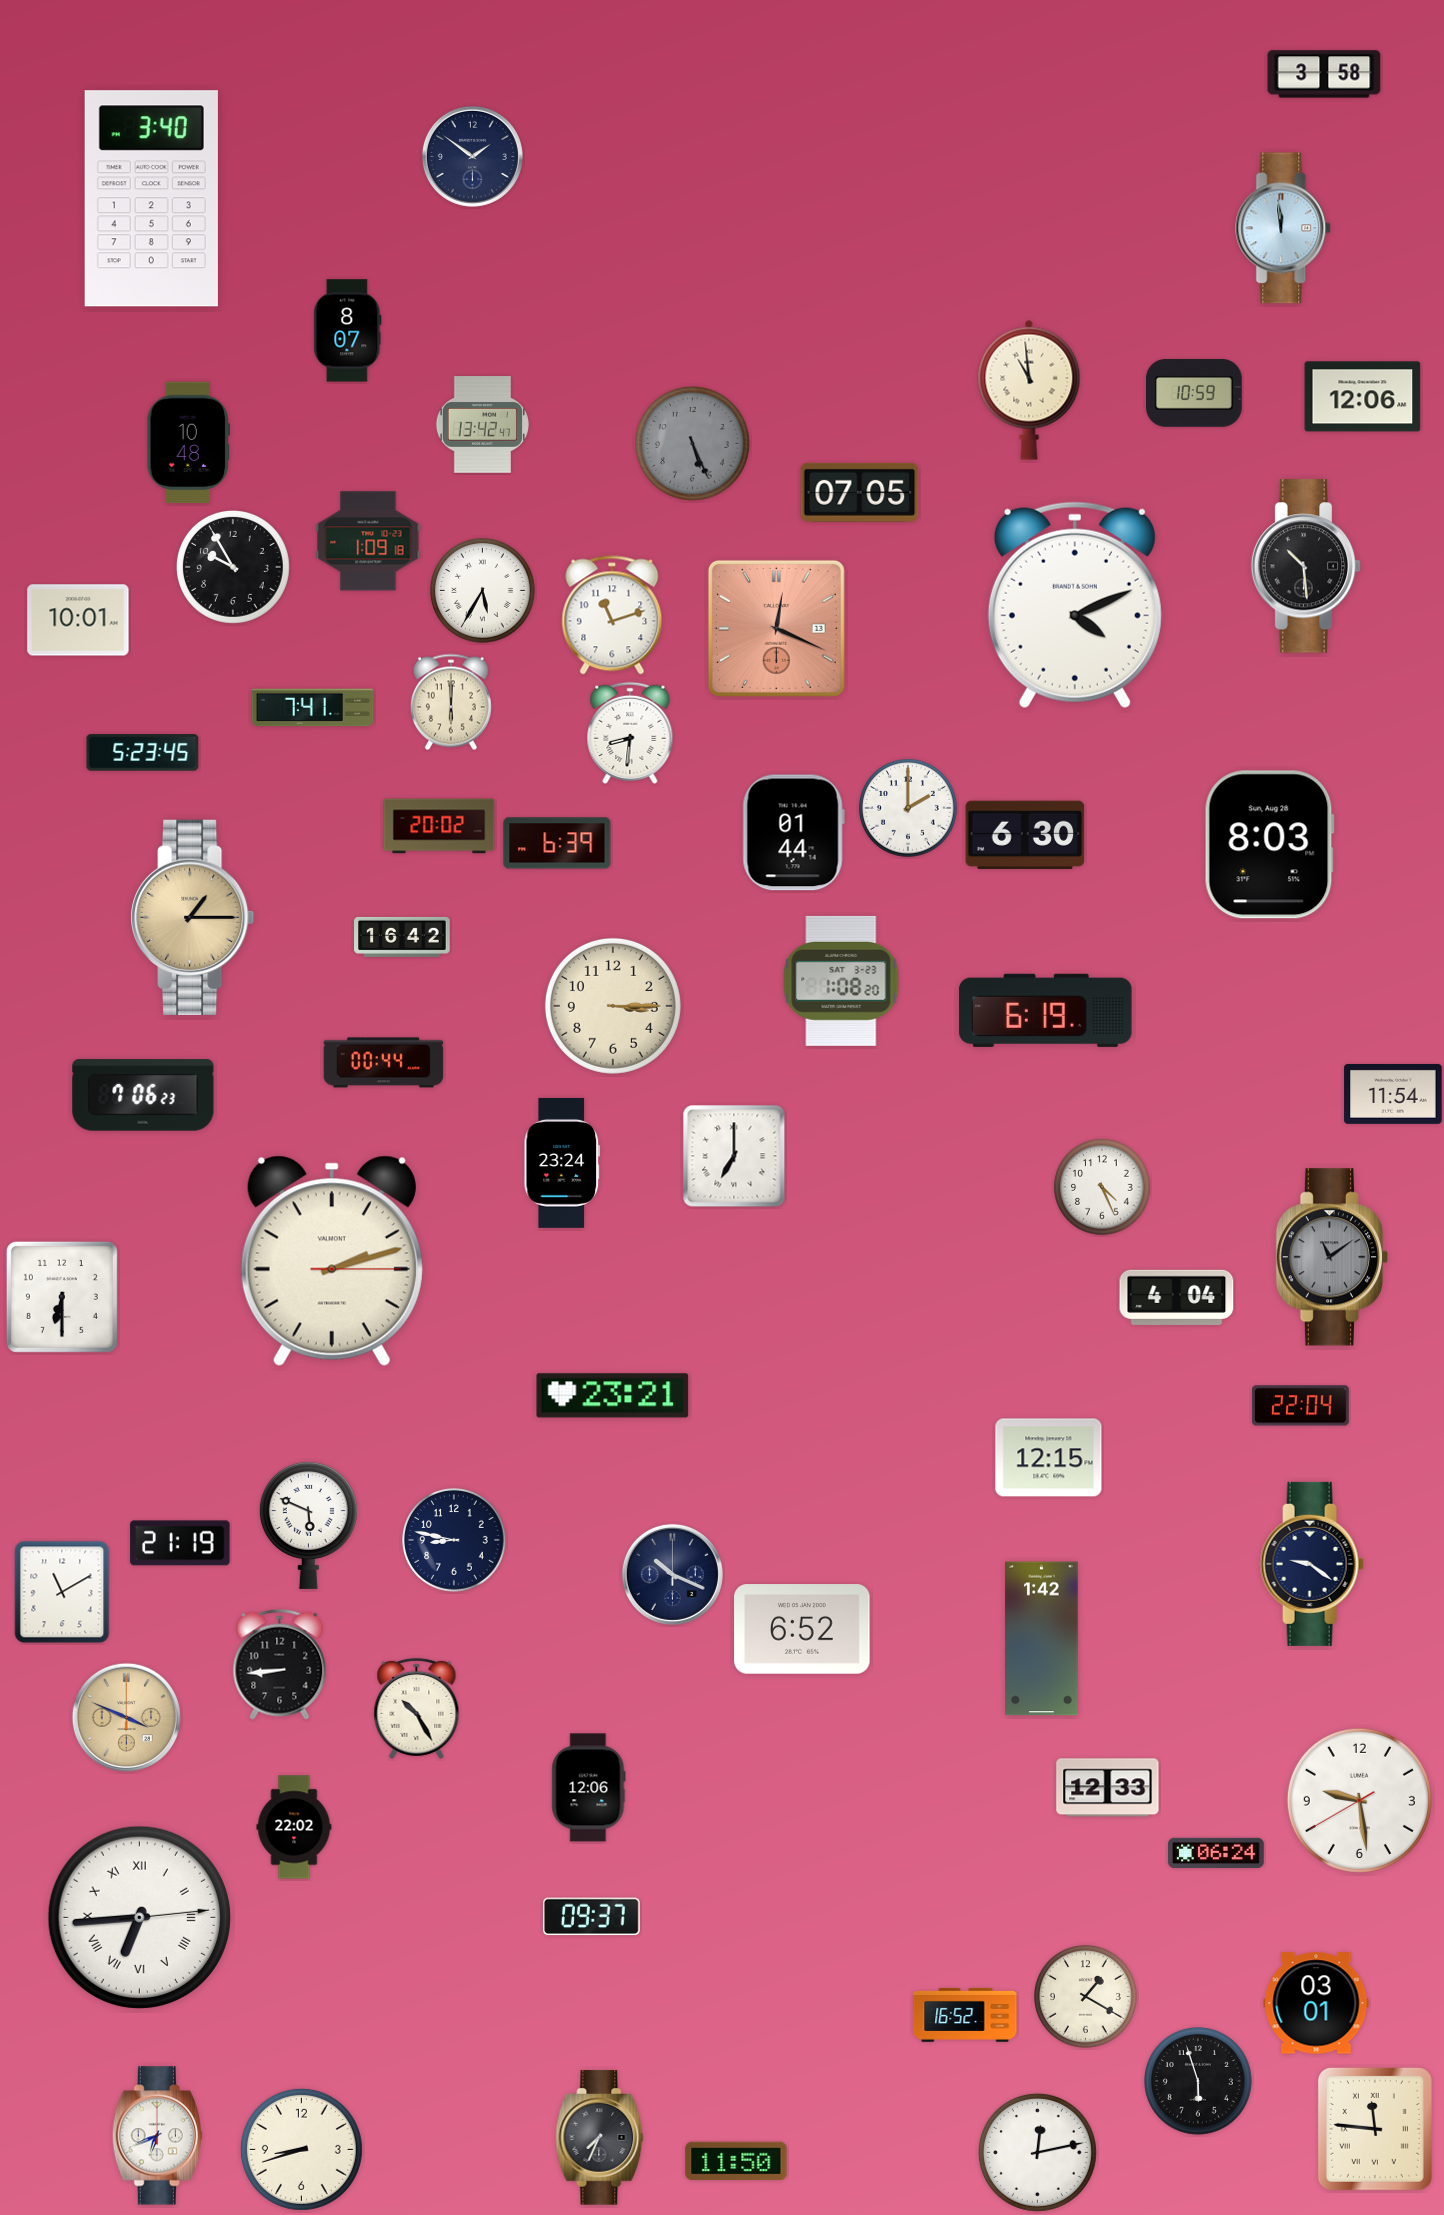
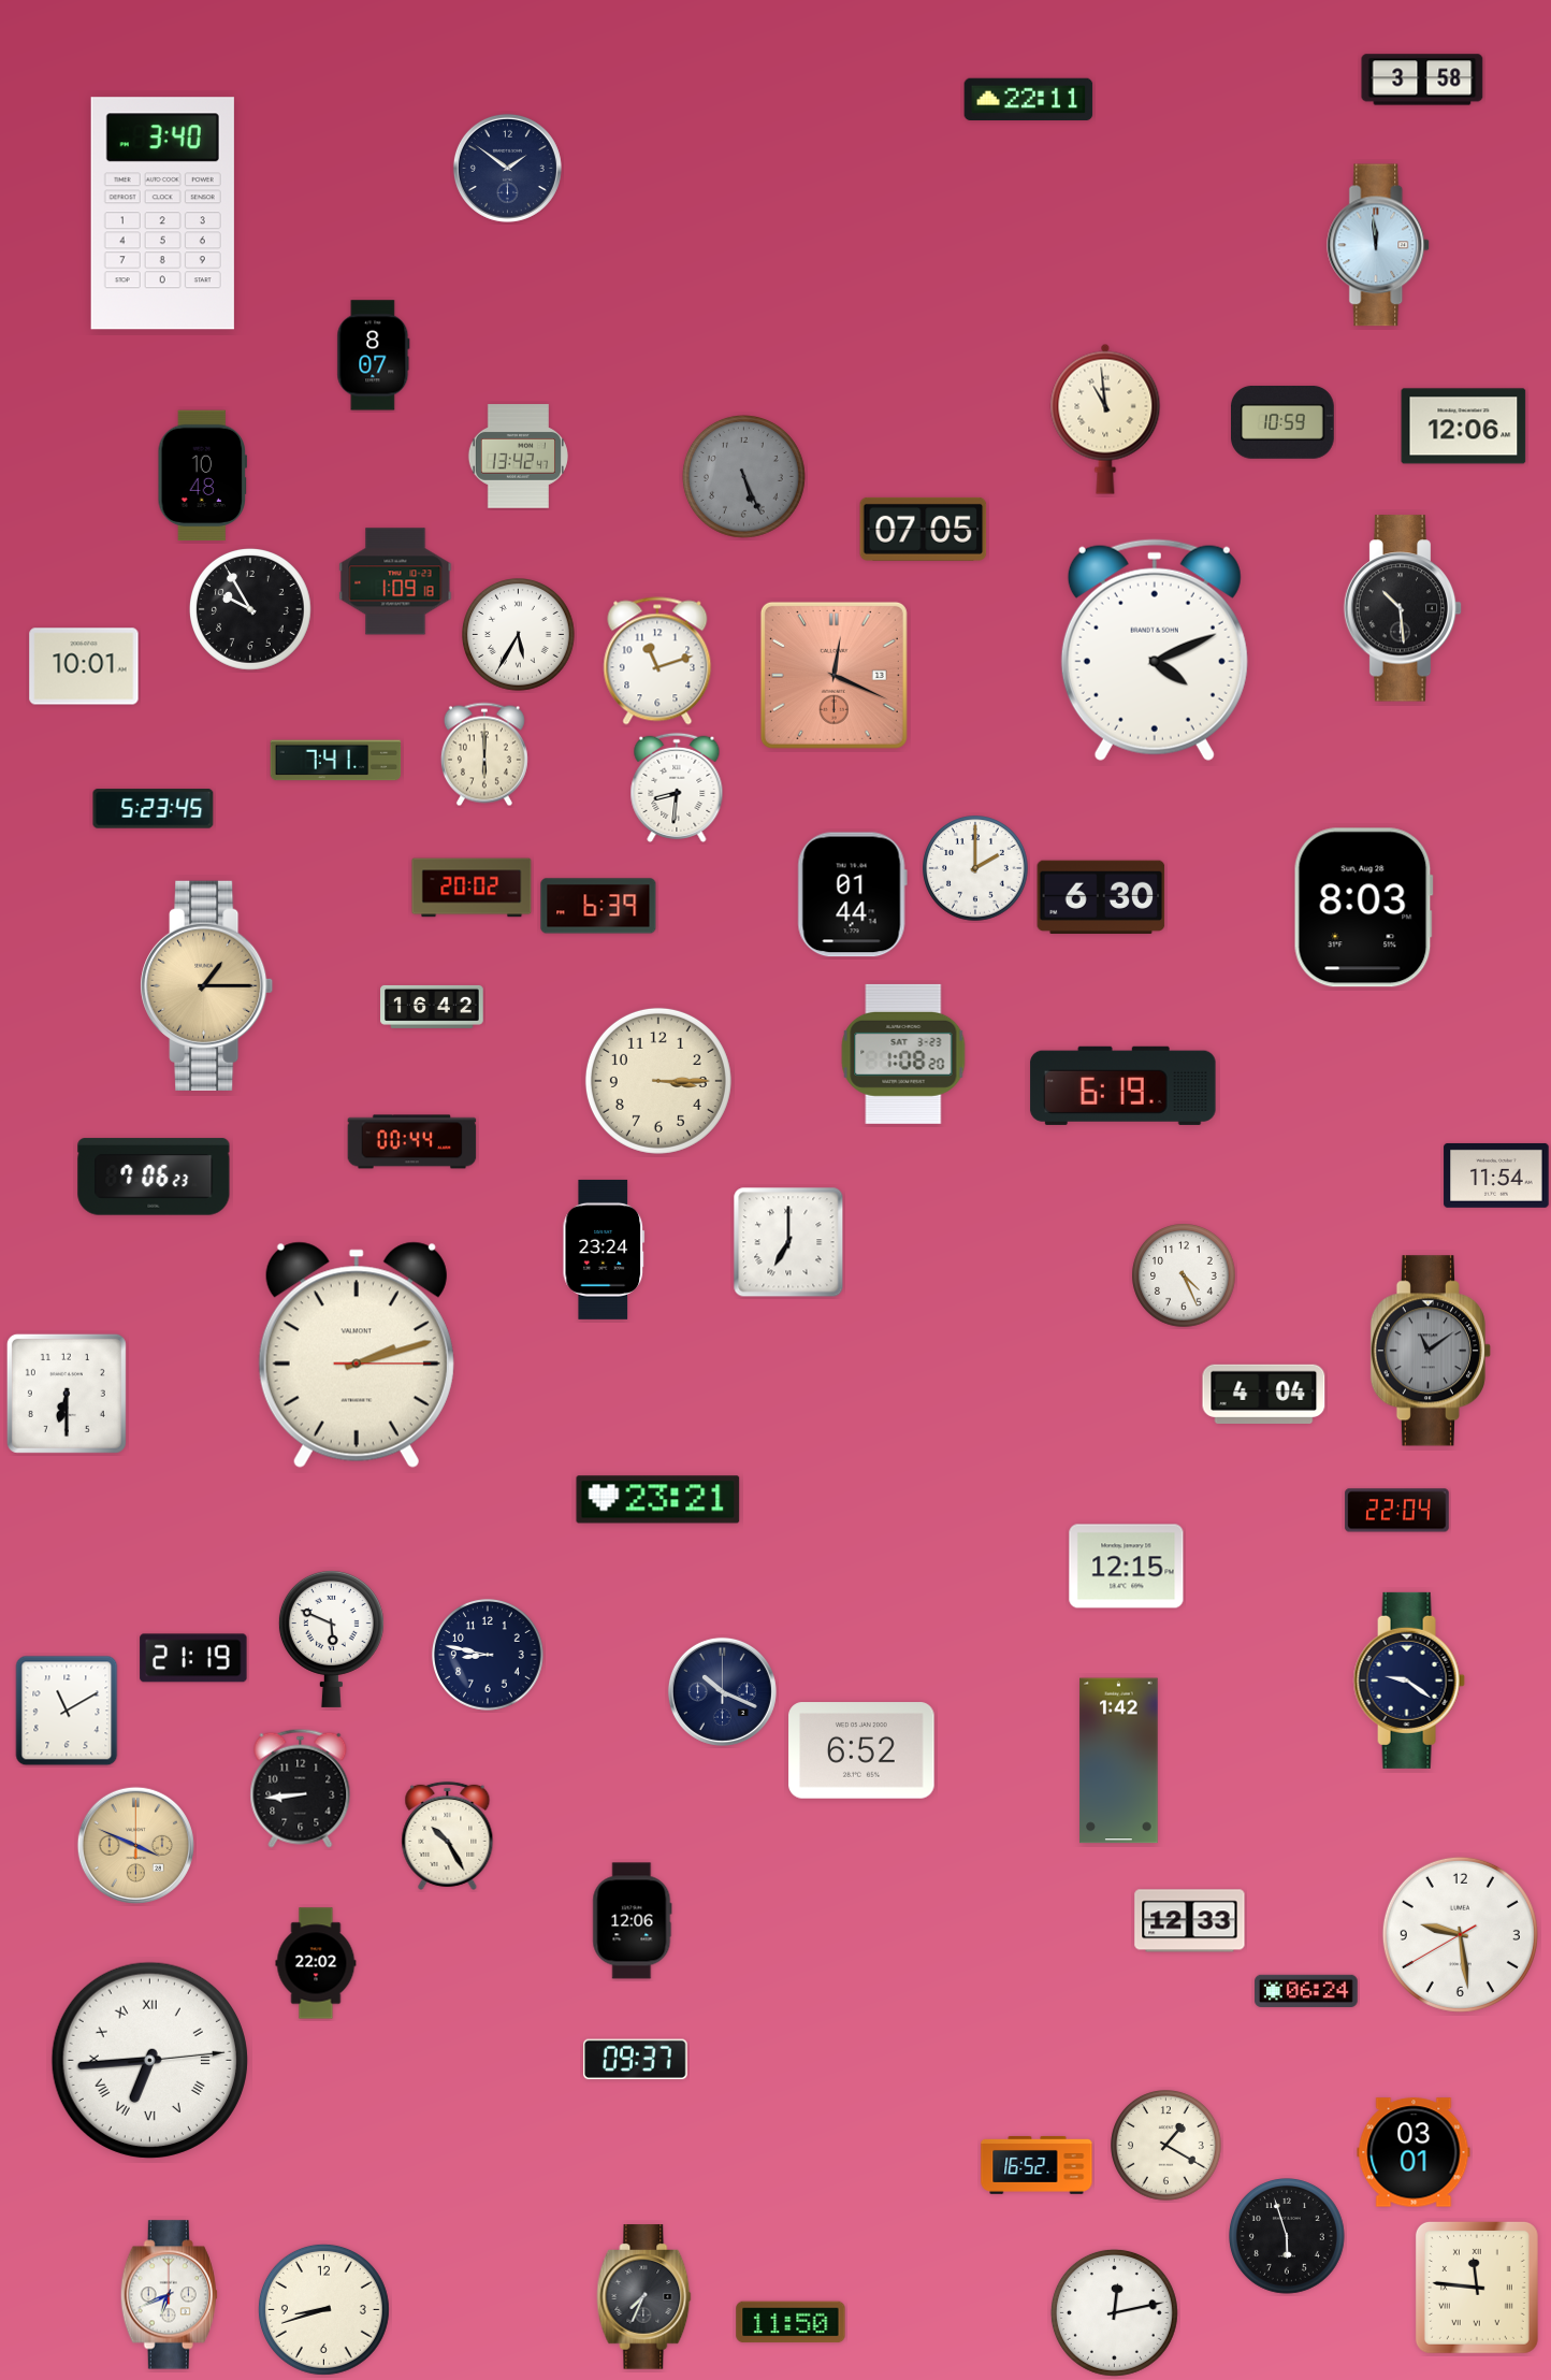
clock at (1029, 100): none -> 22:11
